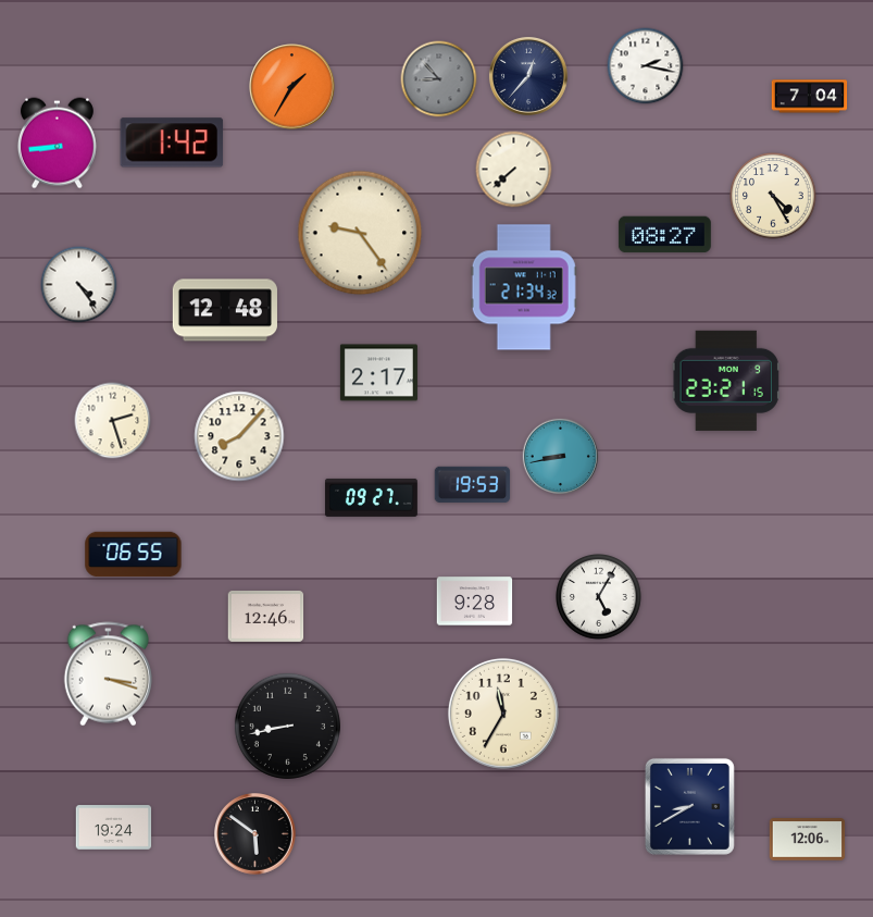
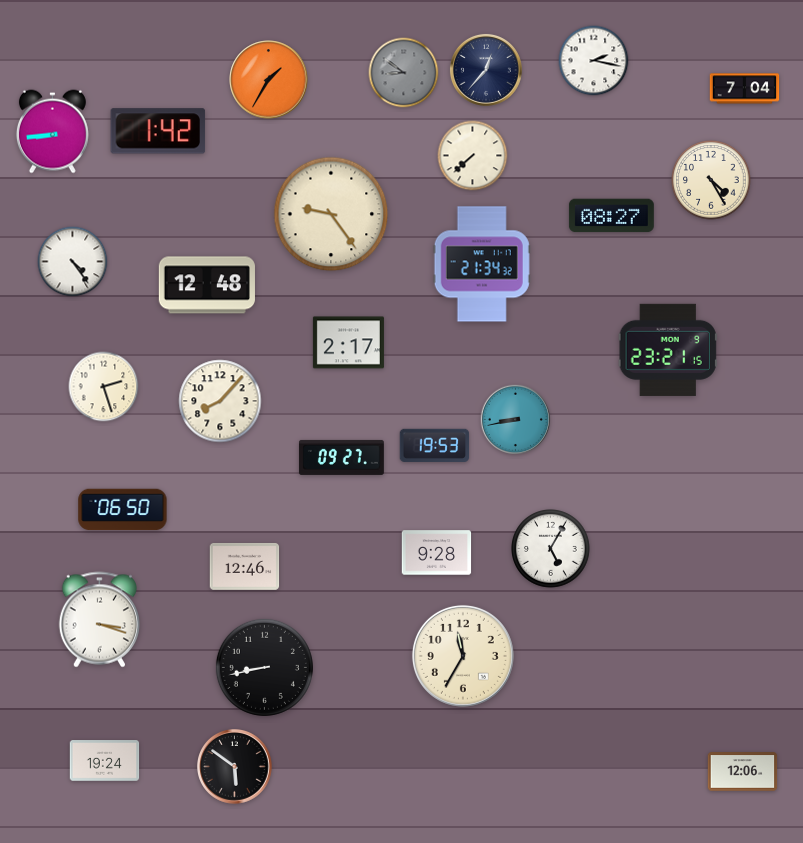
clock at (439, 79): 8:53 -> 8:51
clock at (134, 555): 06:55 -> 06:50
clock at (689, 806): 8:40 -> none
